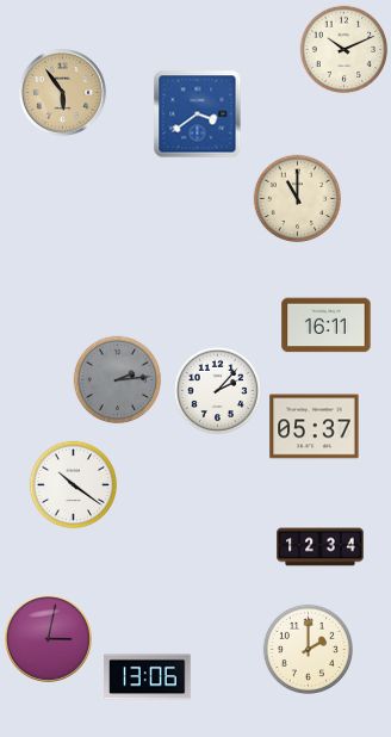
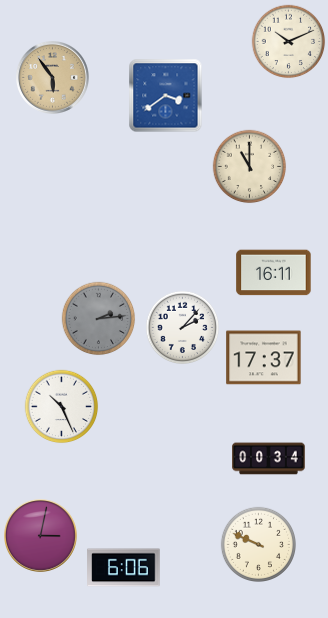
clock at (315, 427): 05:37 -> 17:37
clock at (74, 485): 10:21 -> 10:26
clock at (321, 547): 12:34 -> 00:34
clock at (308, 649): 2:00 -> 9:49
clock at (148, 677): 13:06 -> 6:06
